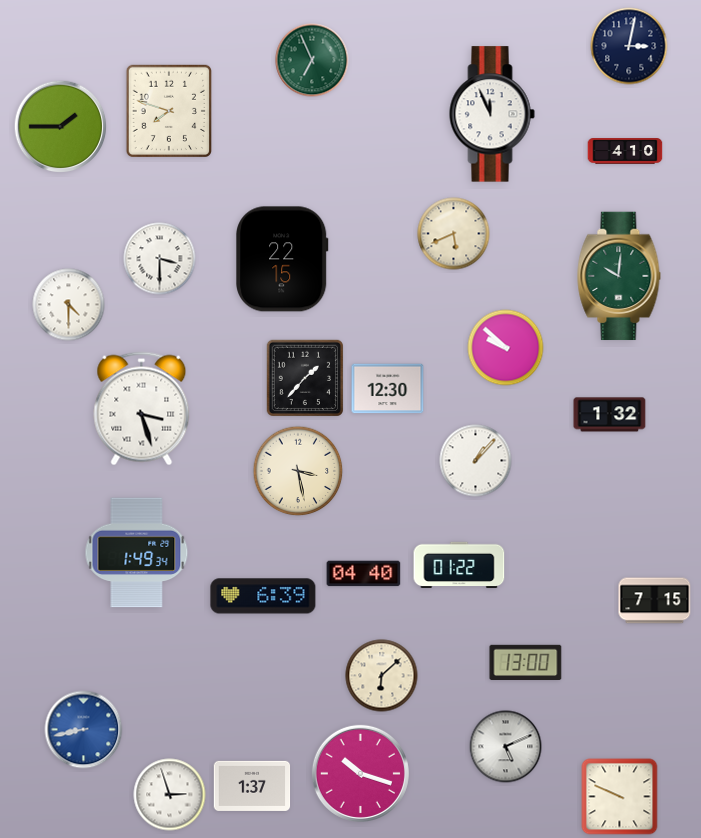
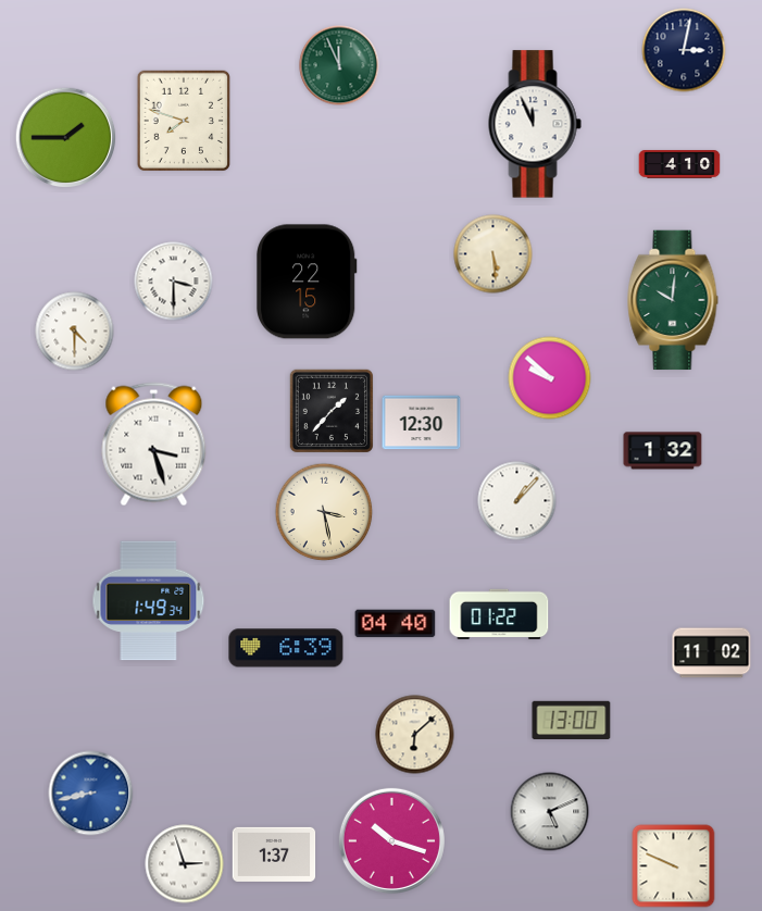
clock at (312, 60): 6:56 -> 11:56
clock at (454, 234): 5:41 -> 5:29
clock at (655, 601): 7:15 -> 11:02
